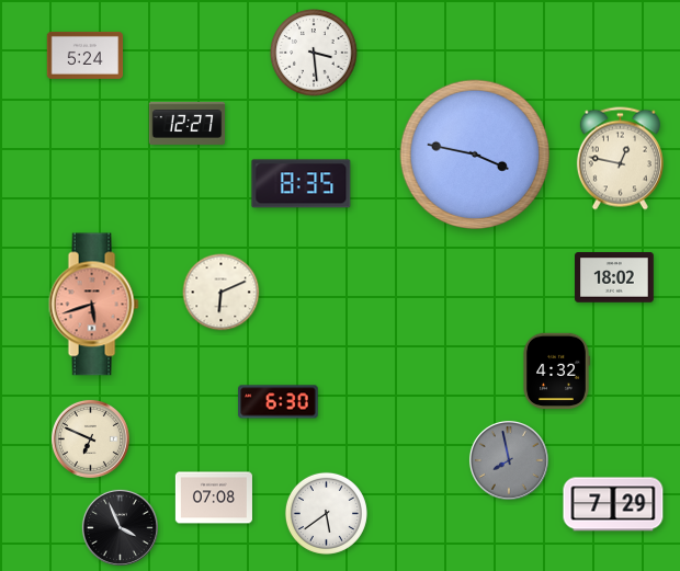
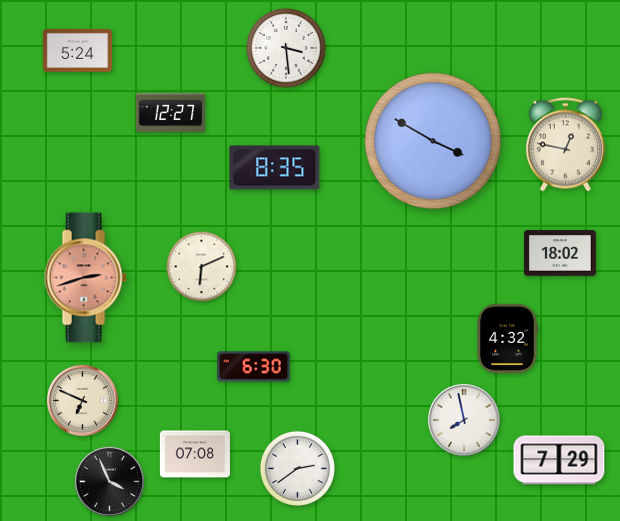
clock at (474, 153): 3:47 -> 3:50
clock at (93, 305): 5:42 -> 2:42
clock at (509, 460) dial: grey -> white
clock at (326, 513): 5:39 -> 2:39
